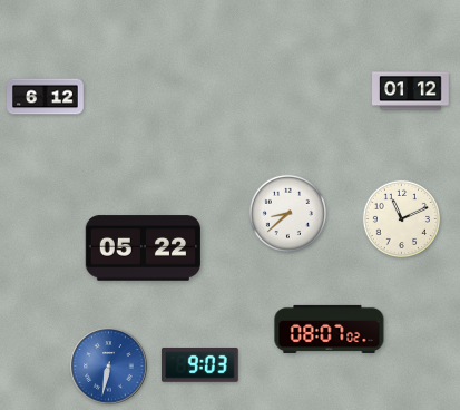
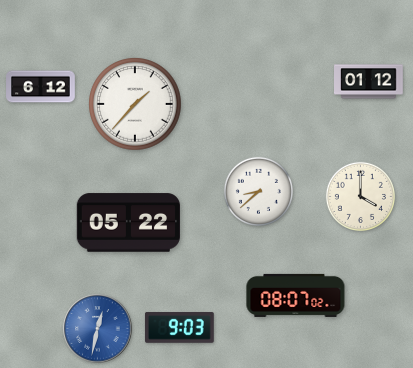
clock at (135, 104): none -> 1:37
clock at (401, 218): 11:11 -> 4:00
clock at (109, 367): 6:32 -> 12:32
